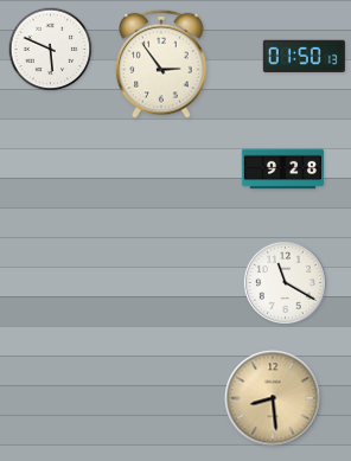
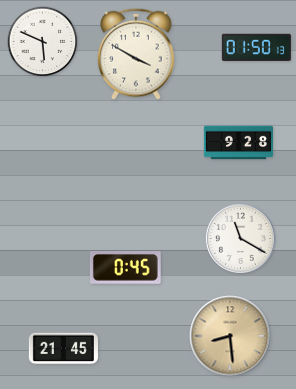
clock at (161, 64): 2:54 -> 3:50
clock at (125, 268): none -> 0:45
clock at (63, 349): none -> 21:45
